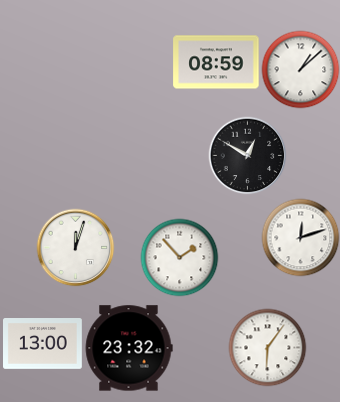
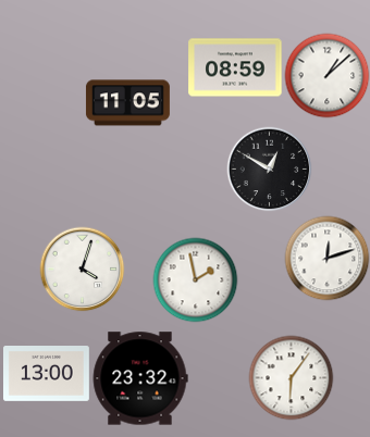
clock at (127, 103): none -> 11:05
clock at (75, 247): 12:03 -> 4:03
clock at (179, 257): 1:53 -> 1:58
